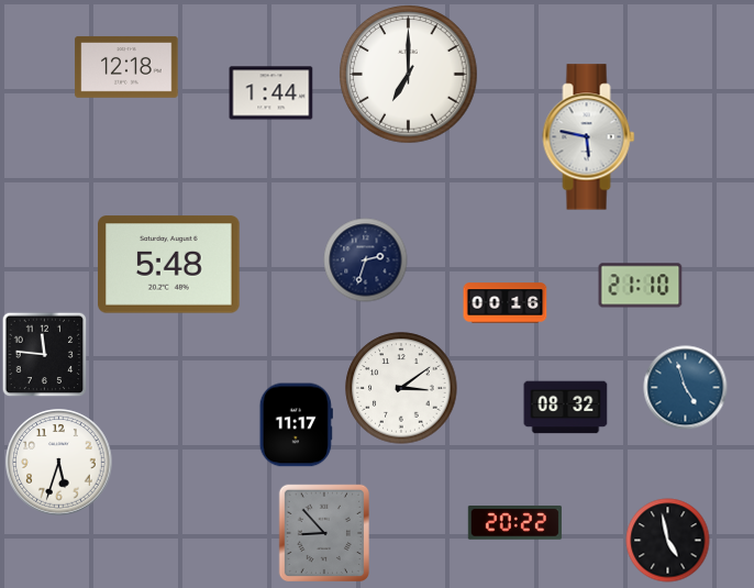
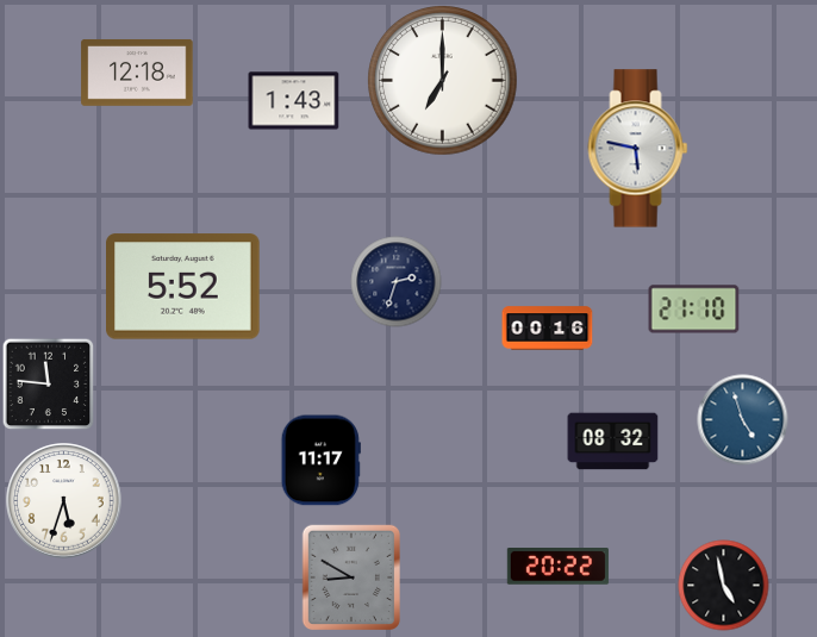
clock at (271, 93): 1:44 -> 1:43
clock at (169, 265): 5:48 -> 5:52
clock at (401, 388): 3:09 -> none
clock at (323, 532): 8:53 -> 8:50
